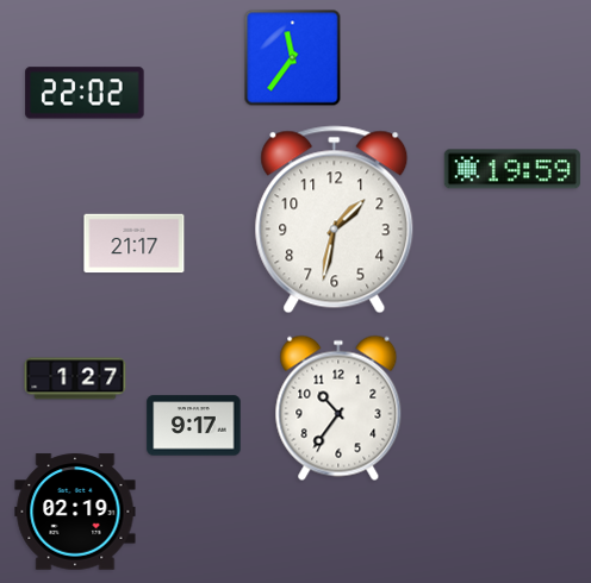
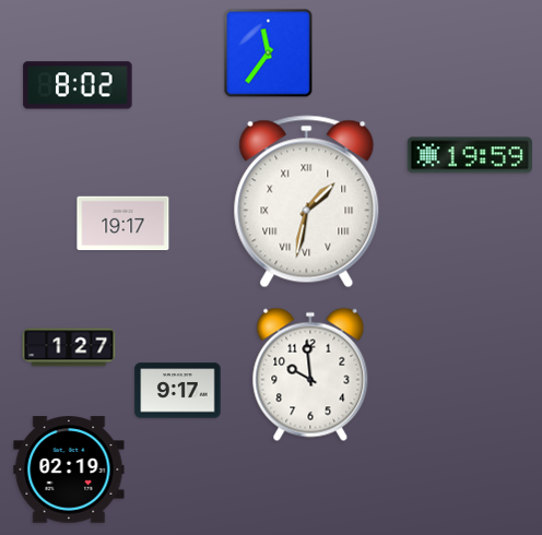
clock at (85, 93): 22:02 -> 8:02
clock at (335, 220) numerals: Arabic -> Roman
clock at (135, 244): 21:17 -> 19:17
clock at (338, 408): 10:36 -> 9:59
